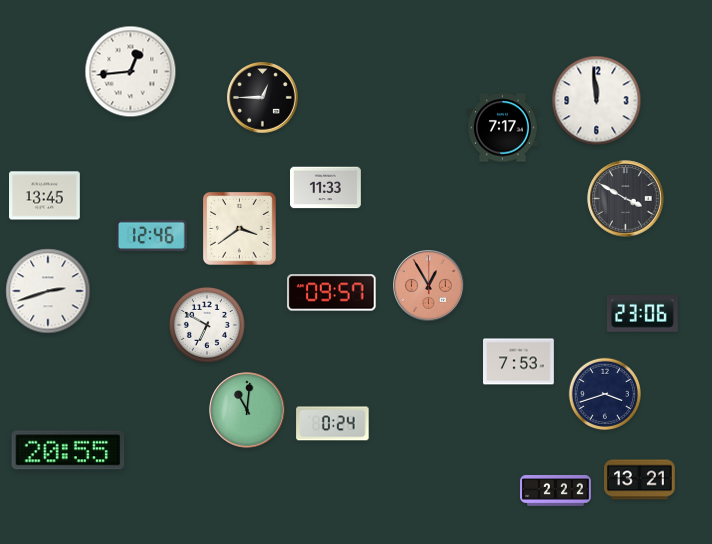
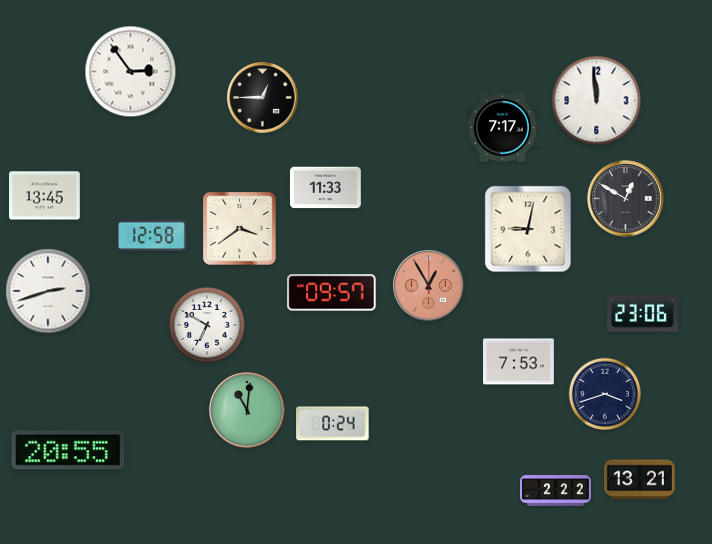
clock at (131, 72): 12:44 -> 2:54
clock at (626, 199): 3:50 -> 12:50
clock at (528, 229): none -> 9:02
clock at (152, 236): 12:46 -> 12:58
